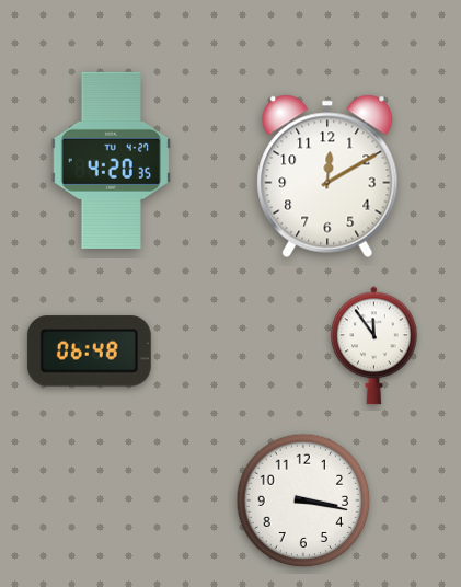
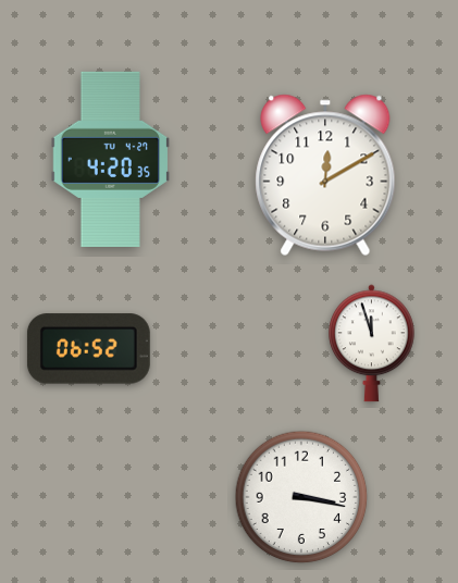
clock at (374, 346): 11:54 -> 11:57
clock at (89, 352): 06:48 -> 06:52
